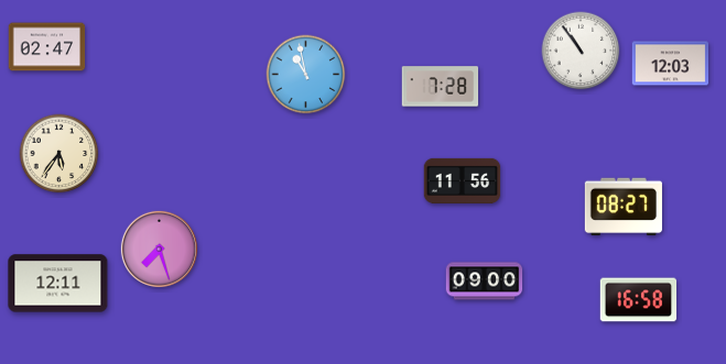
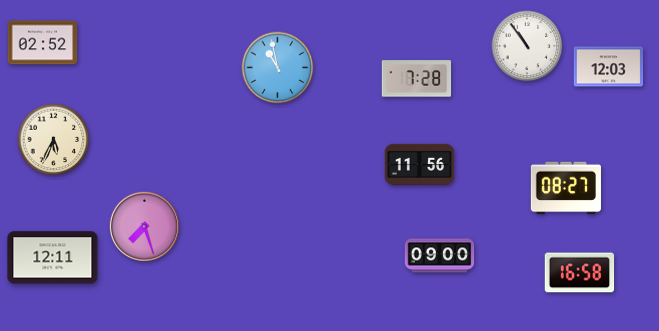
clock at (47, 47): 02:47 -> 02:52
clock at (671, 64) position: (671, 64) -> (609, 67)
clock at (441, 87) position: (441, 87) -> (417, 79)
clock at (59, 154): 5:36 -> 5:34
